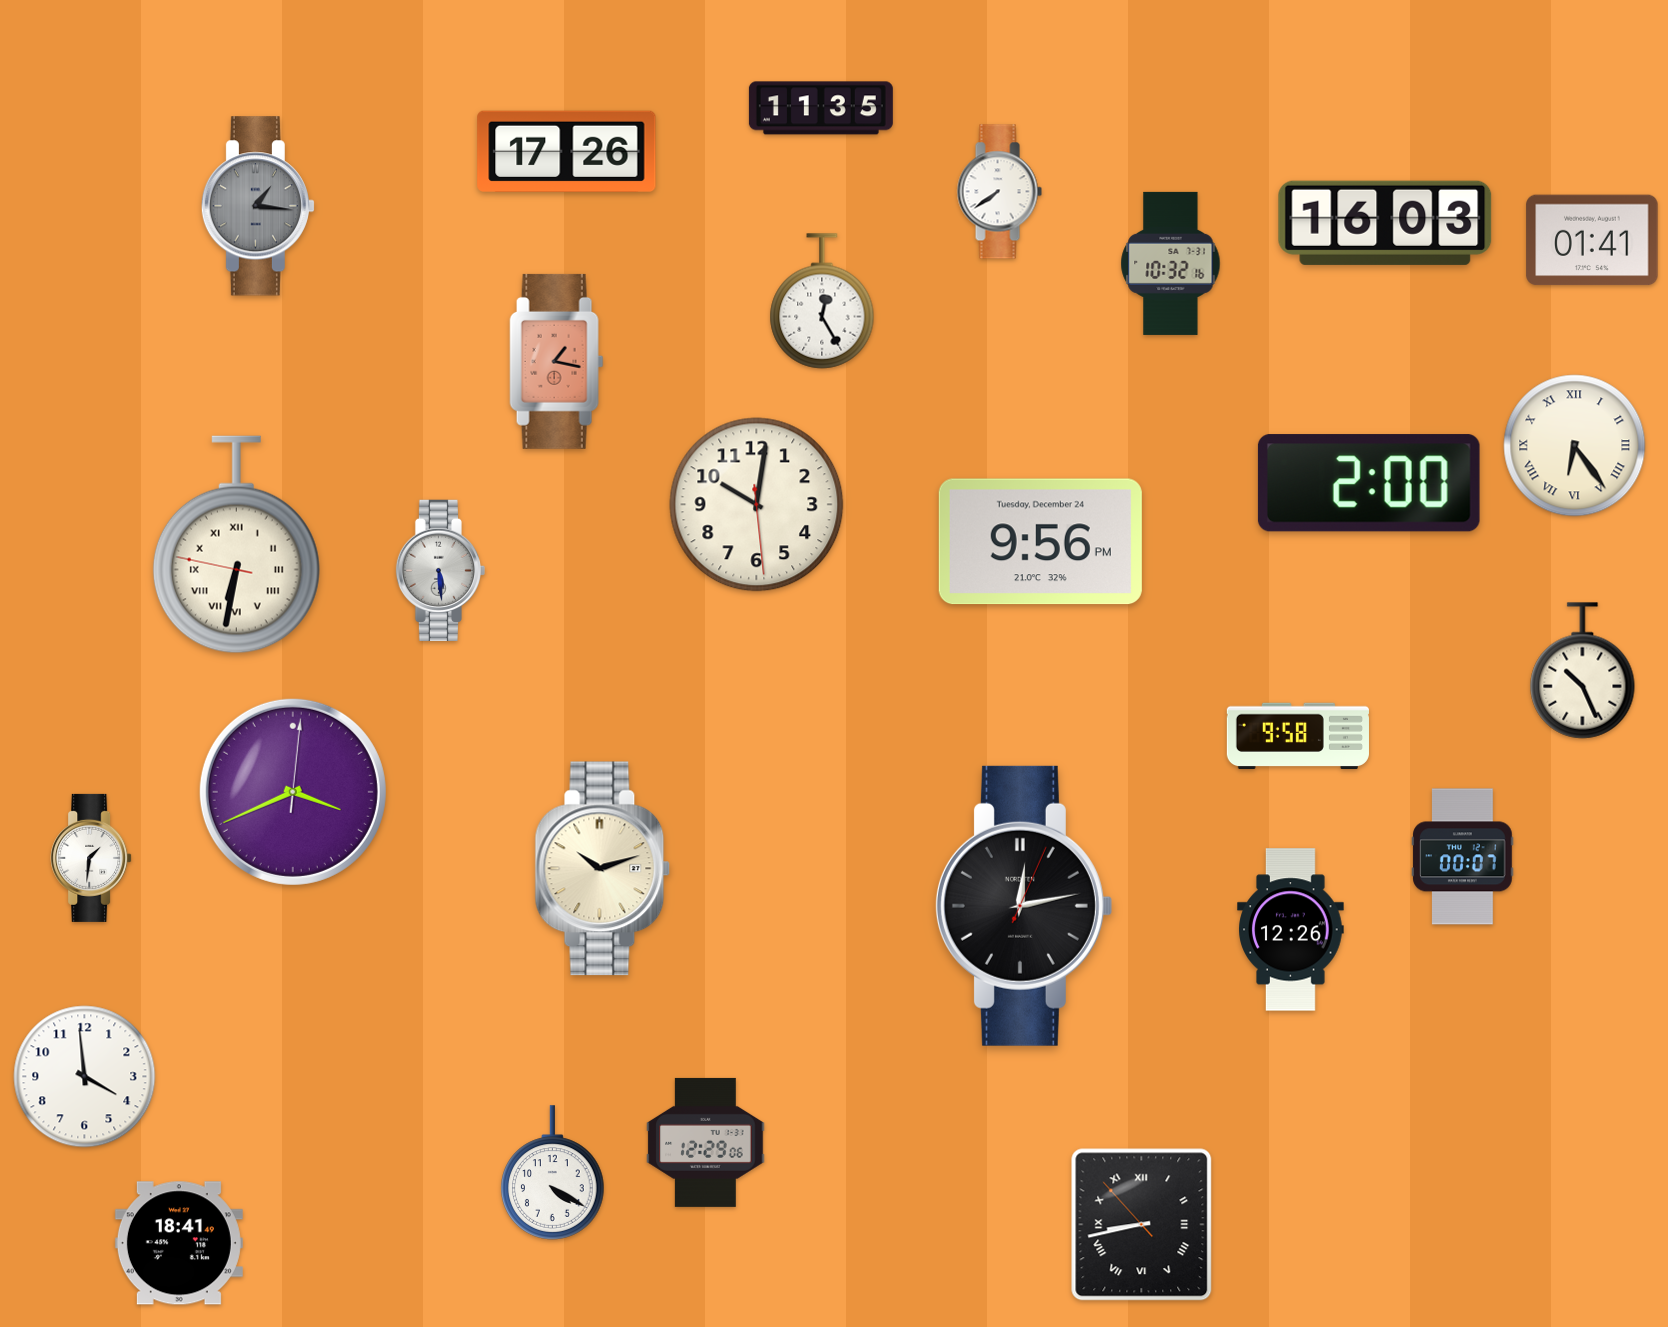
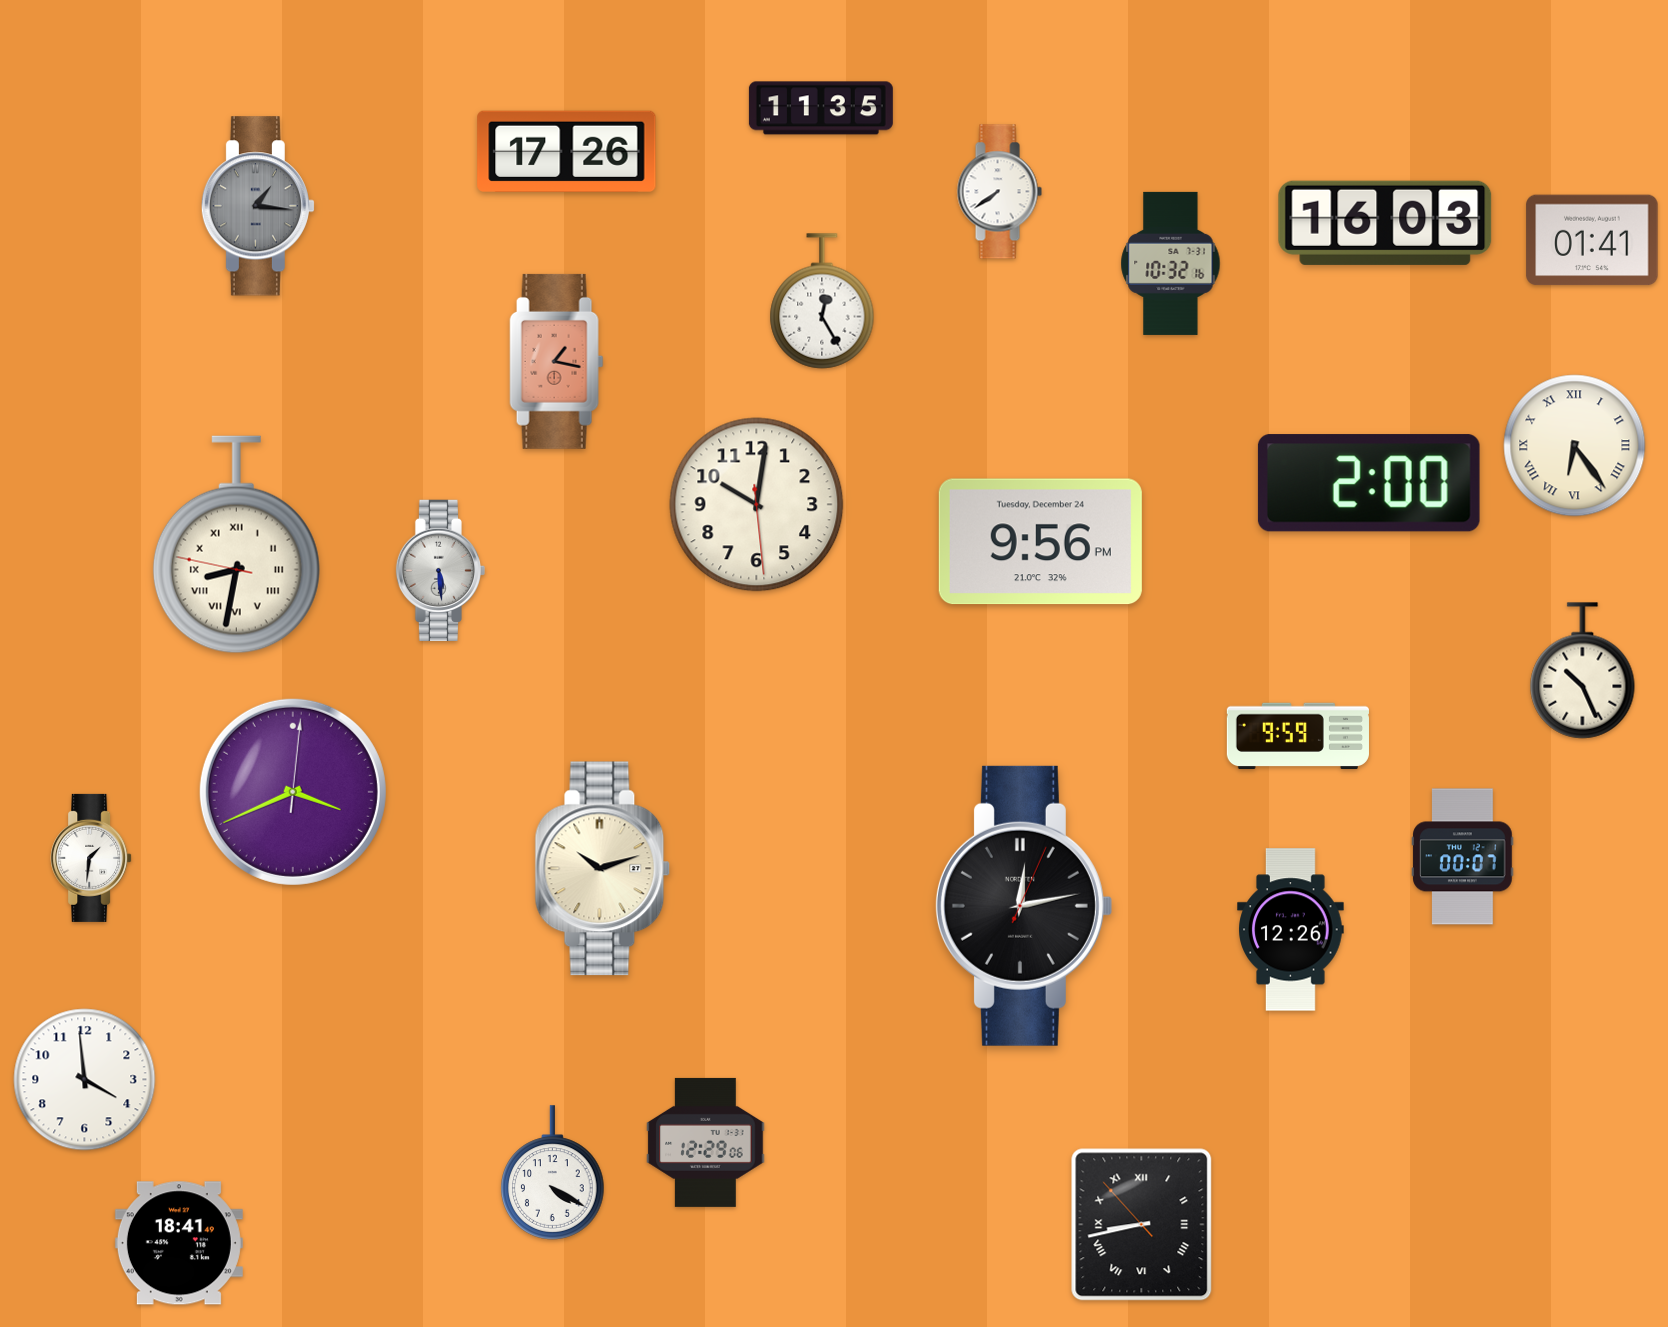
clock at (236, 545): 6:31 -> 8:31
clock at (1298, 736): 9:58 -> 9:59
clock at (85, 1077) position: (85, 1077) -> (85, 1080)
